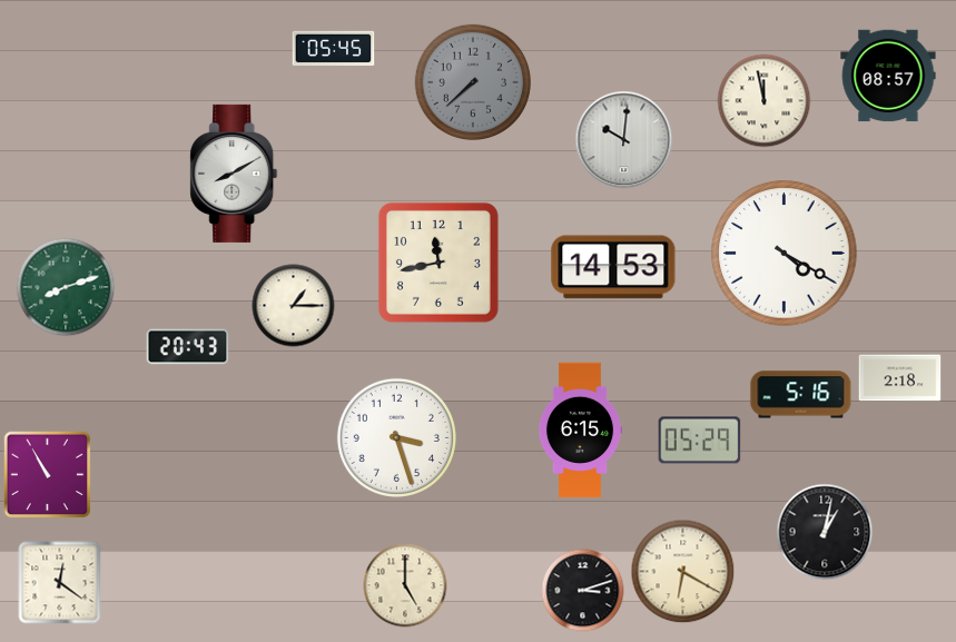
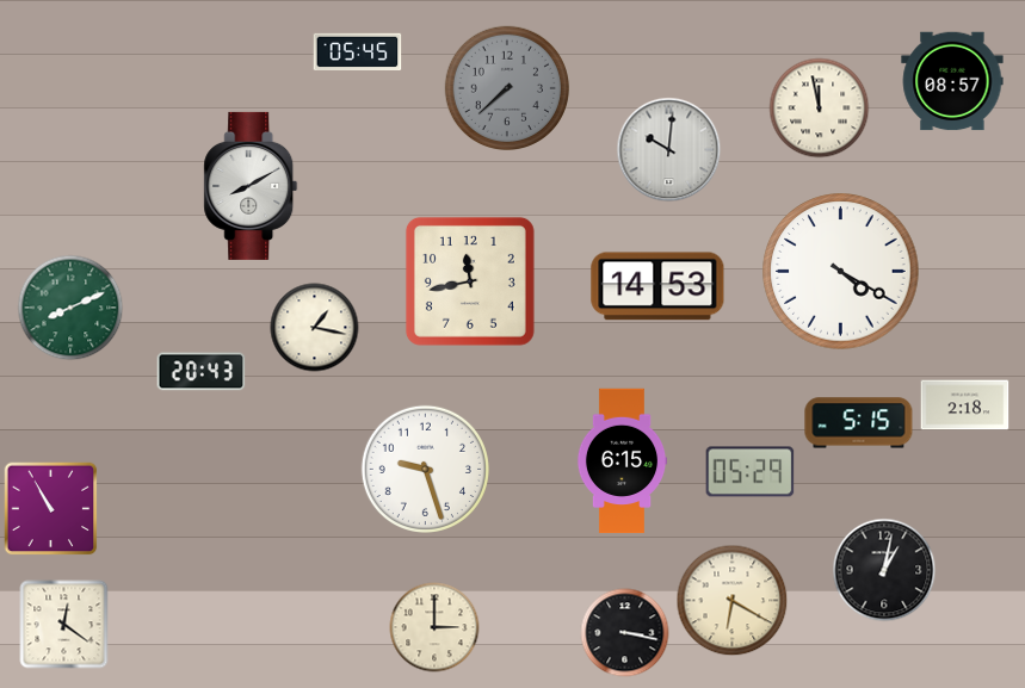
clock at (66, 287): 8:12 -> 8:11
clock at (294, 306): 1:15 -> 1:17
clock at (801, 395): 5:16 -> 5:15
clock at (396, 437): 3:27 -> 9:27
clock at (683, 572) position: (683, 572) -> (733, 601)
clock at (405, 585): 5:00 -> 3:00
clock at (583, 591): 3:12 -> 3:17
